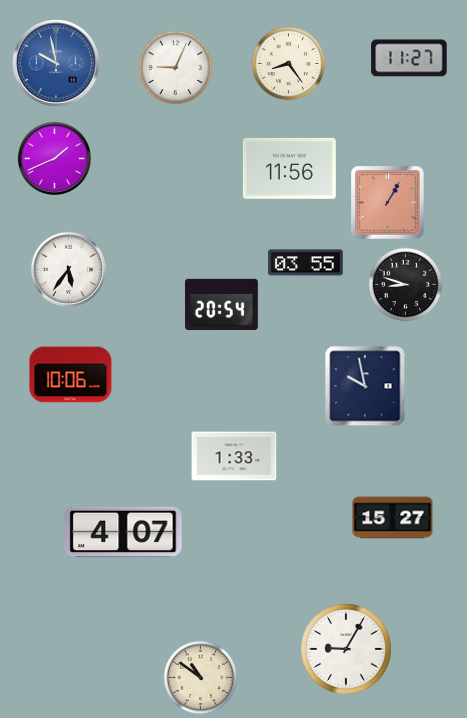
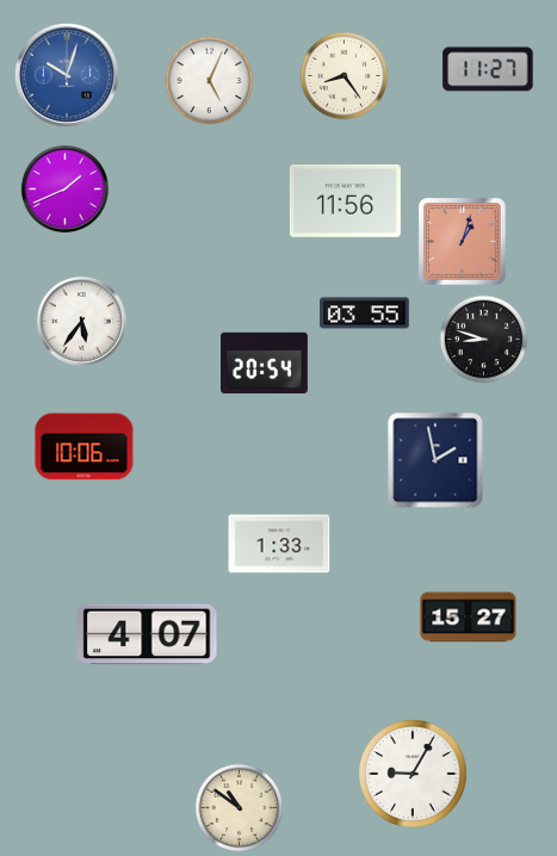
clock at (56, 63): 9:58 -> 10:03
clock at (176, 68): 9:04 -> 5:04
clock at (388, 203): 1:05 -> 1:03
clock at (365, 386): 9:58 -> 1:58
